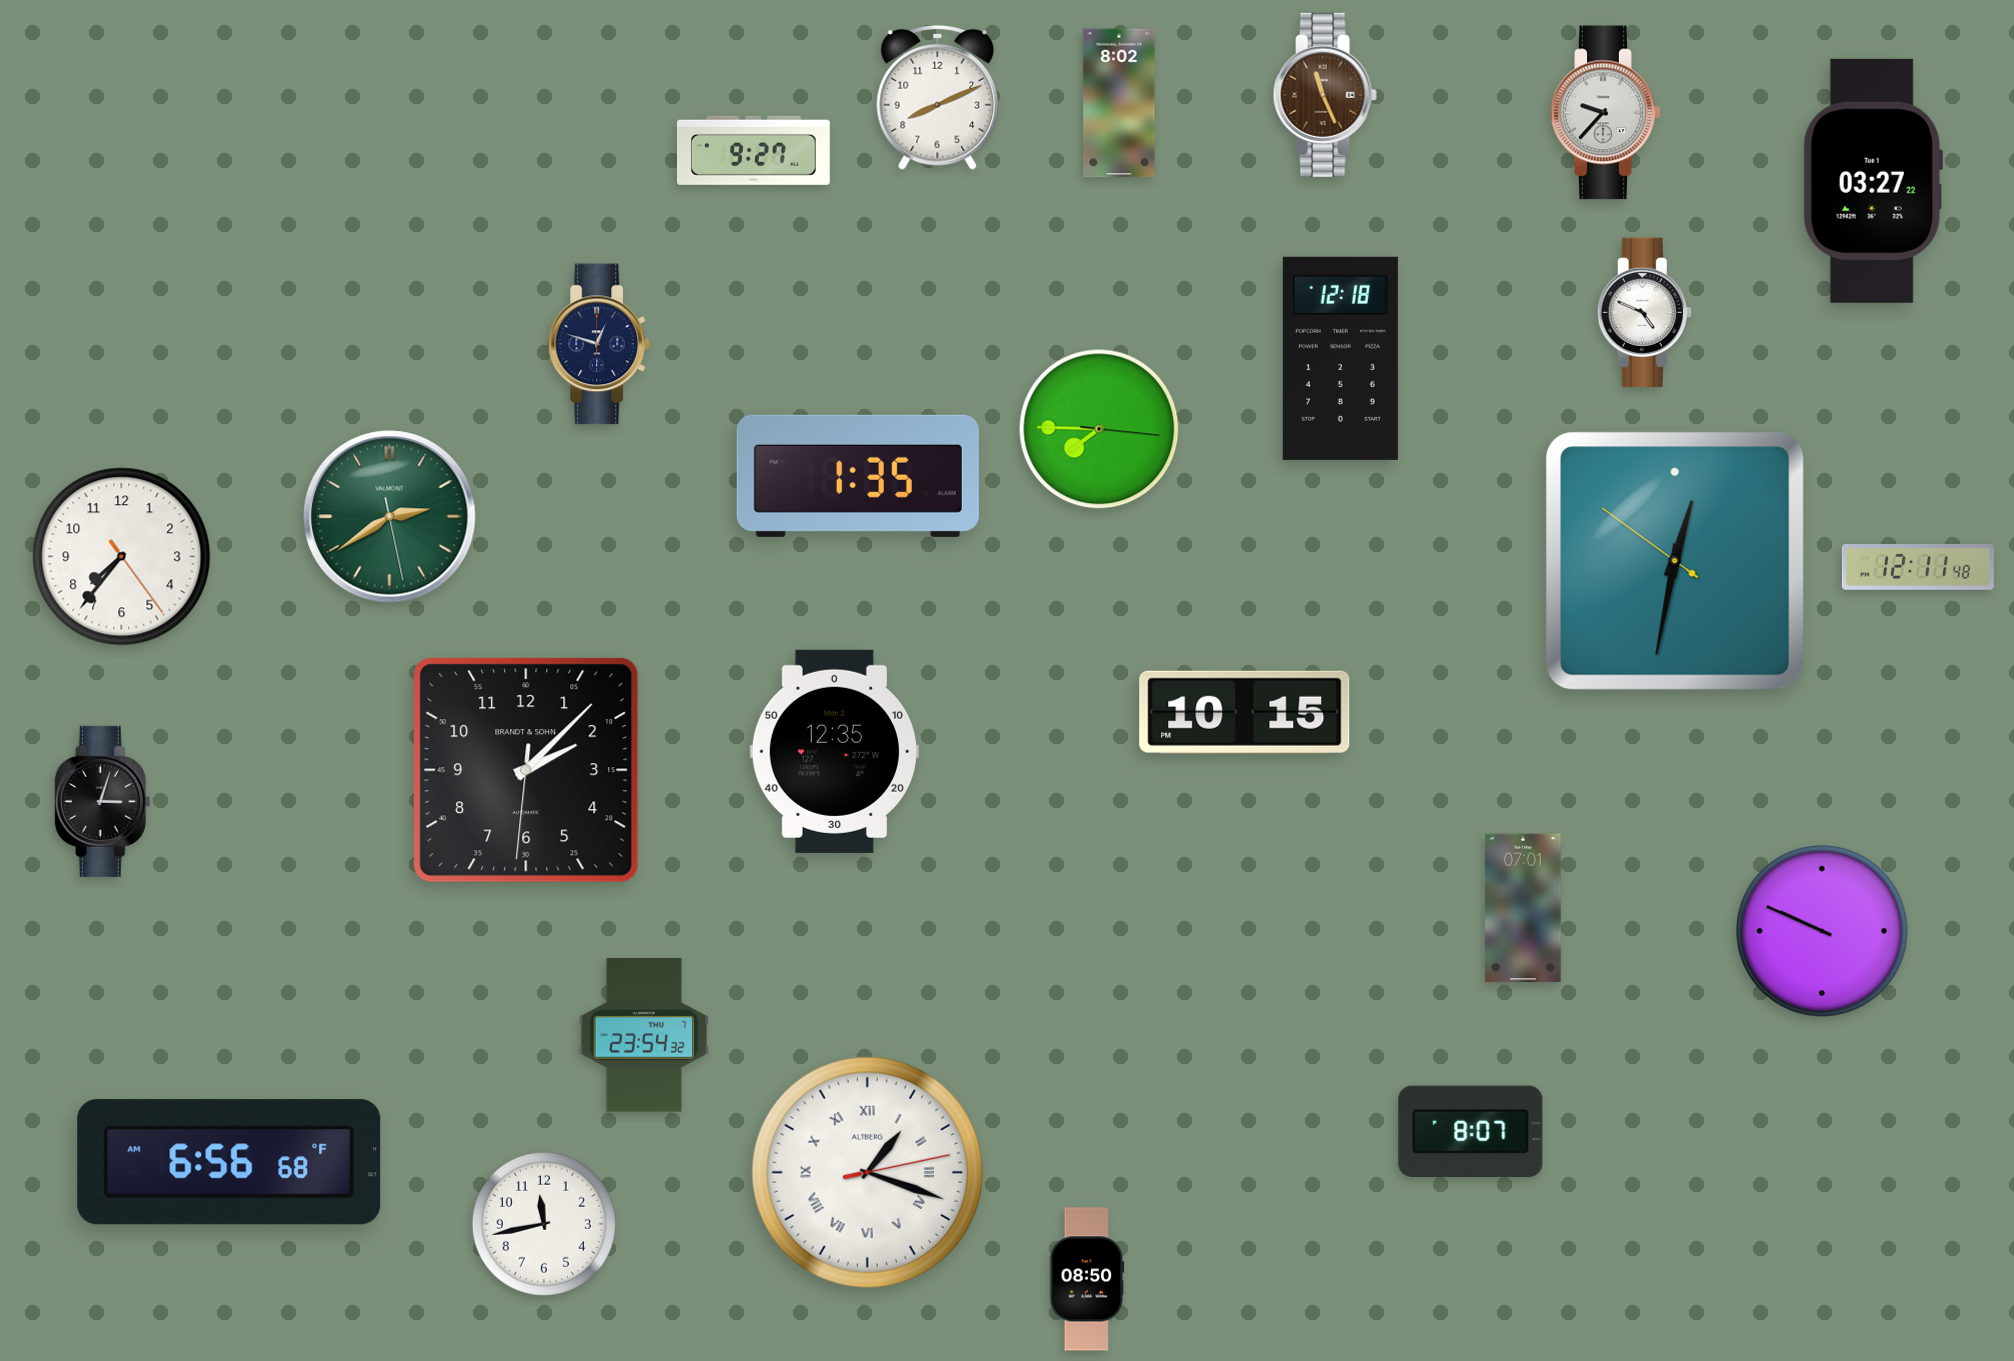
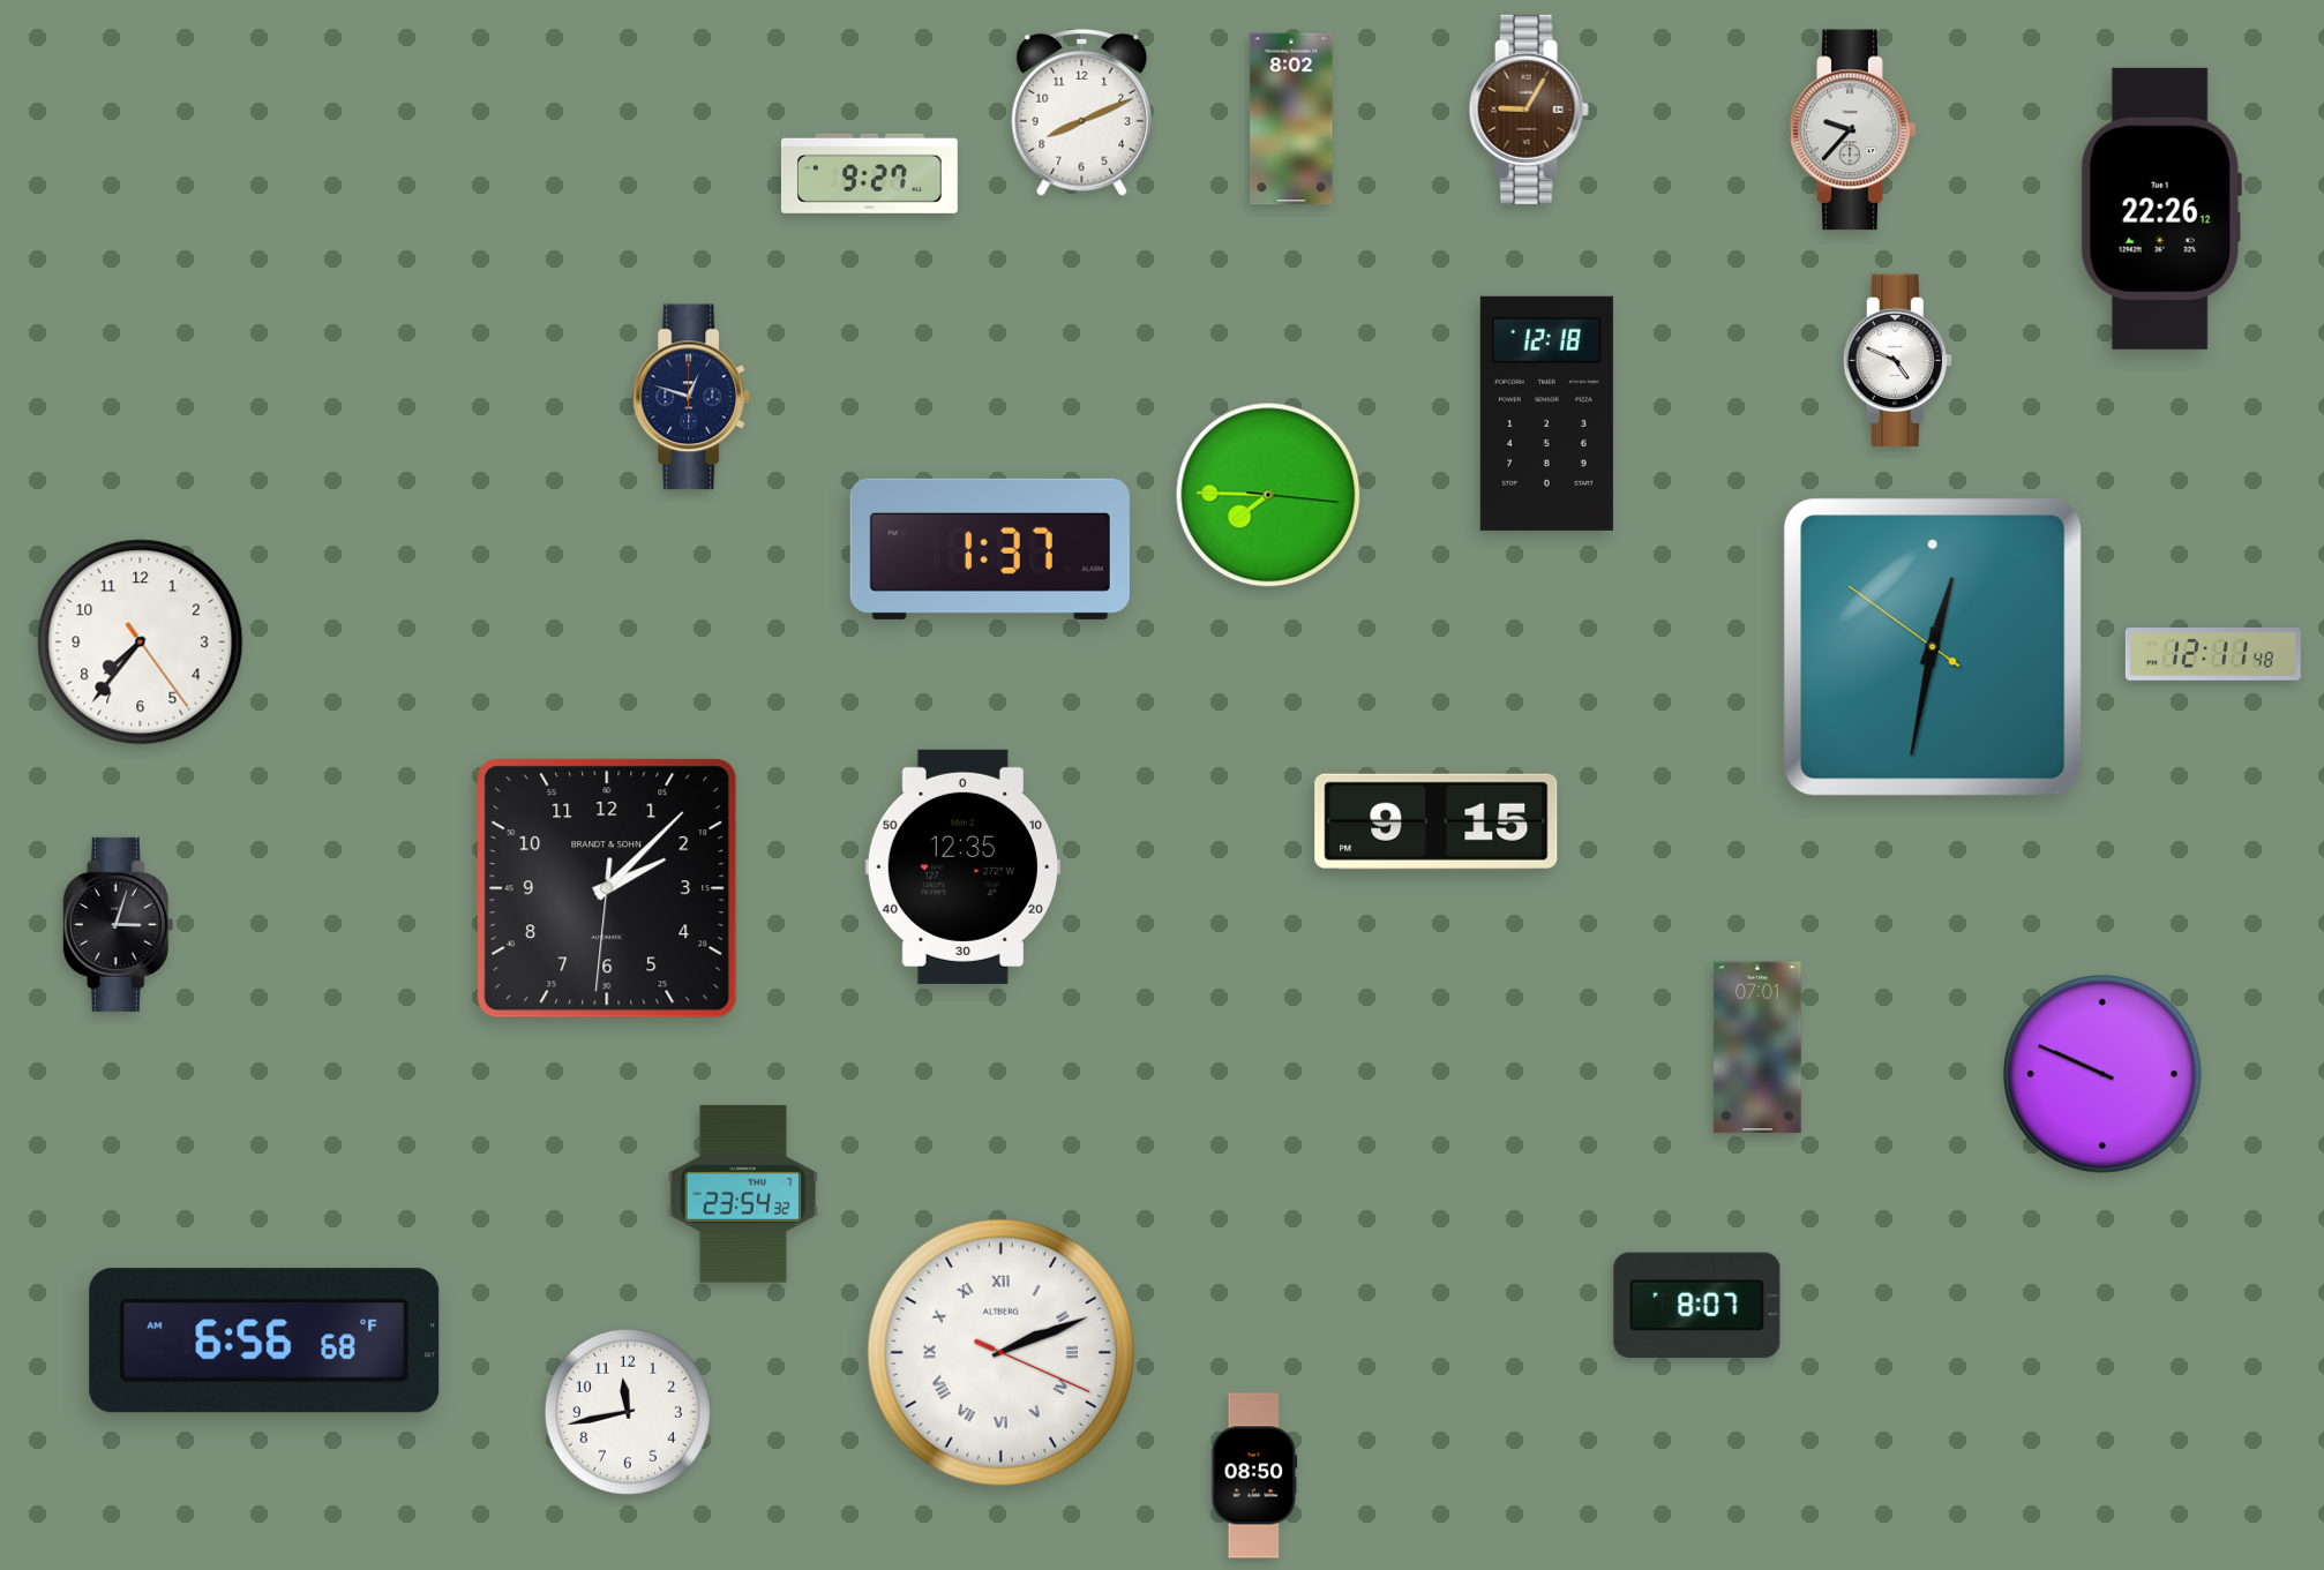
clock at (1325, 95): 11:26 -> 9:05
clock at (1873, 181): 03:27 -> 22:26
clock at (858, 476): 1:35 -> 1:37
clock at (390, 517): 2:39 -> none
clock at (1245, 712): 10:15 -> 9:15
clock at (867, 1172): 1:18 -> 2:11
